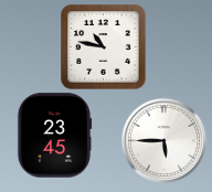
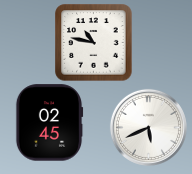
clock at (54, 136): 23:45 -> 02:45
clock at (163, 140): 5:45 -> 5:41
